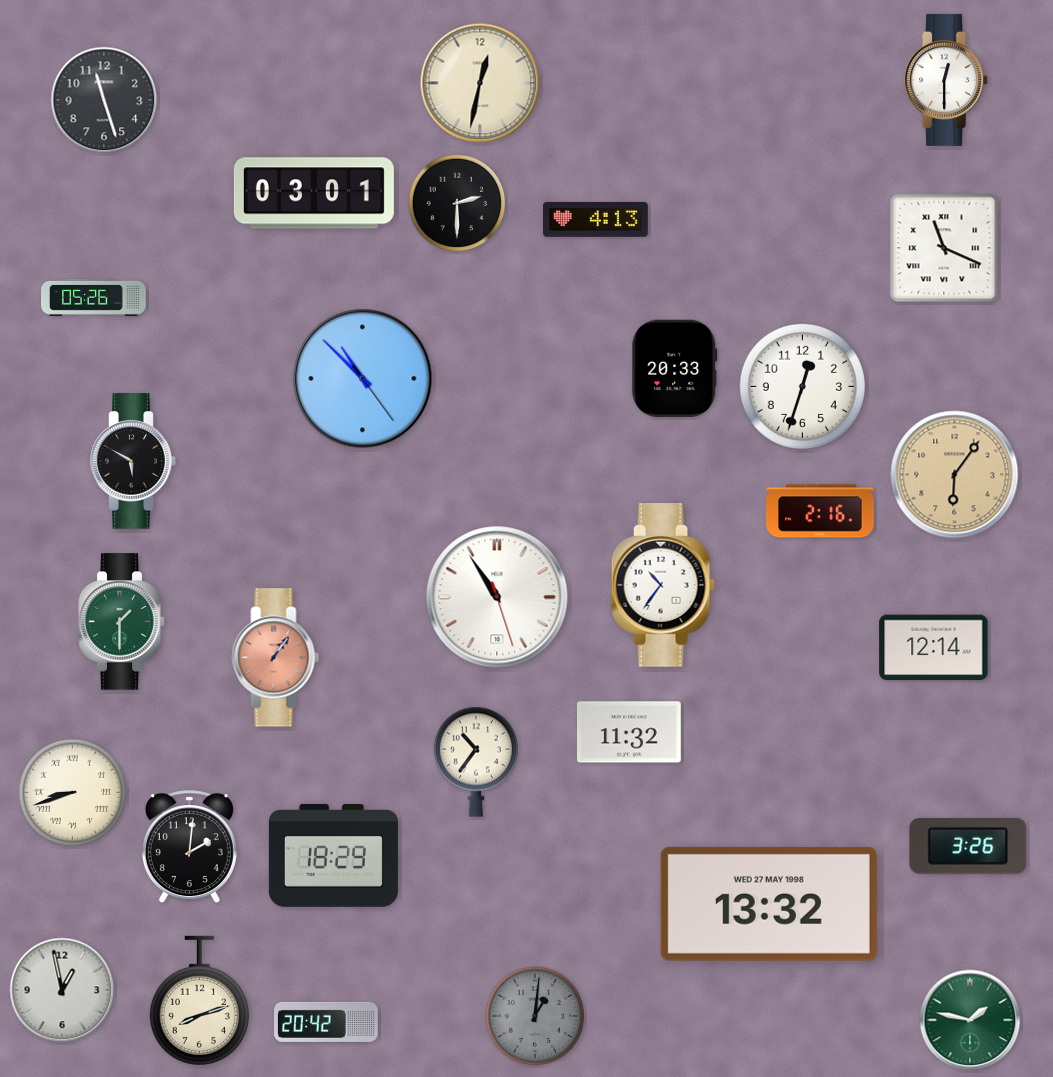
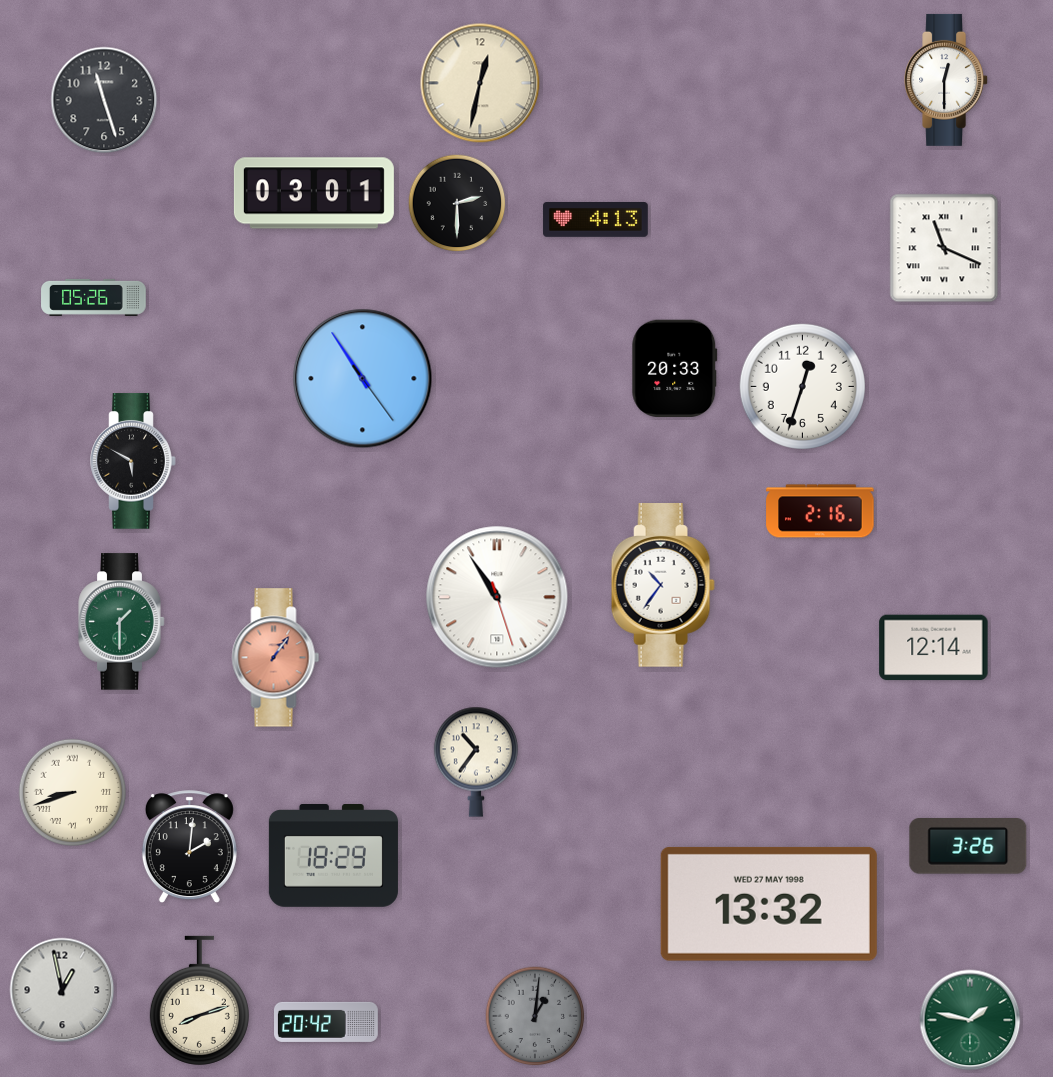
clock at (363, 379): 10:52 -> 10:54
clock at (955, 475): 6:06 -> none
clock at (629, 732): 11:32 -> none
